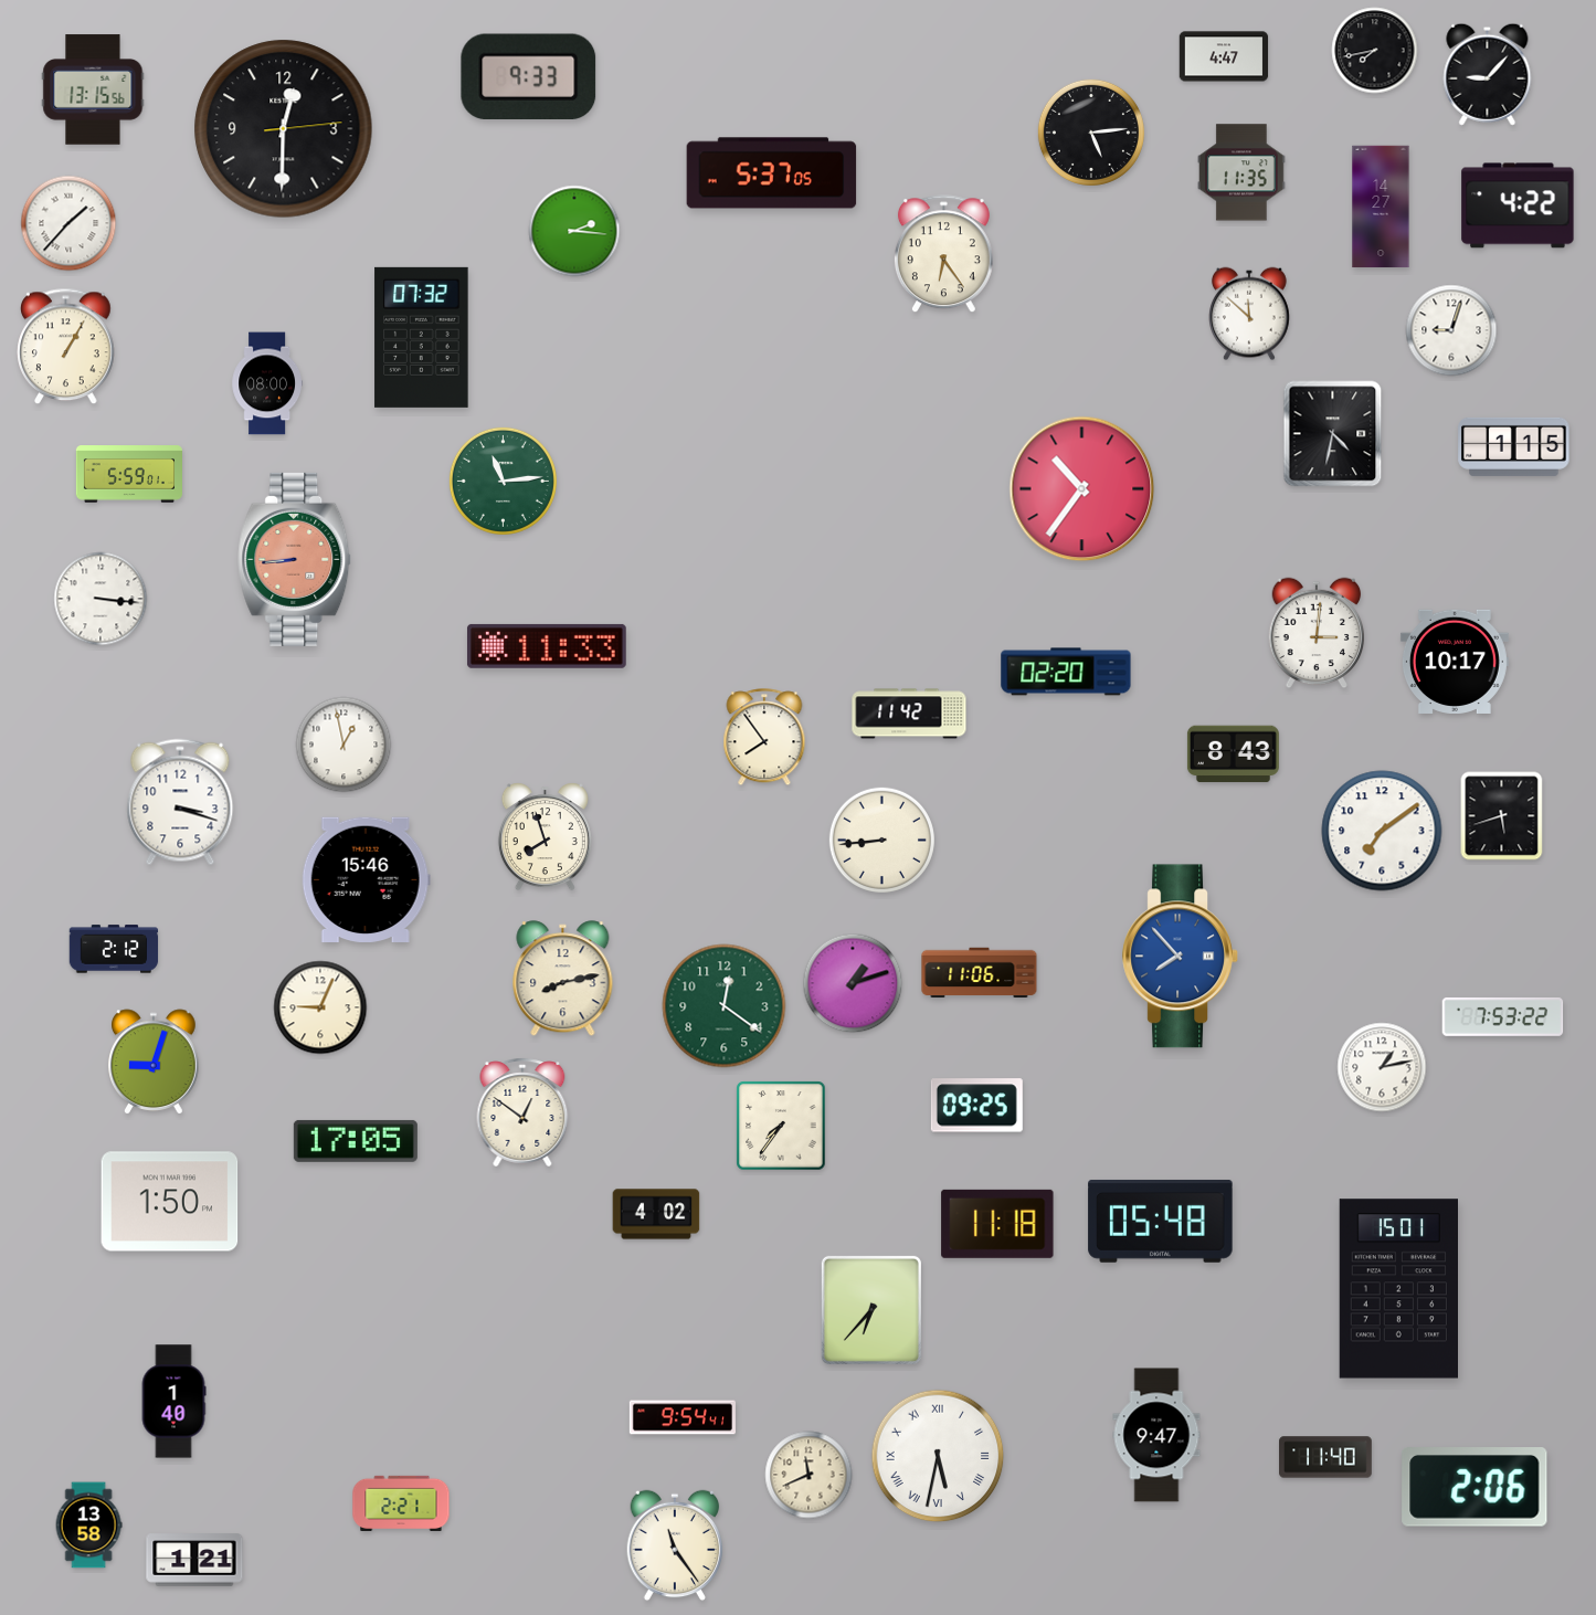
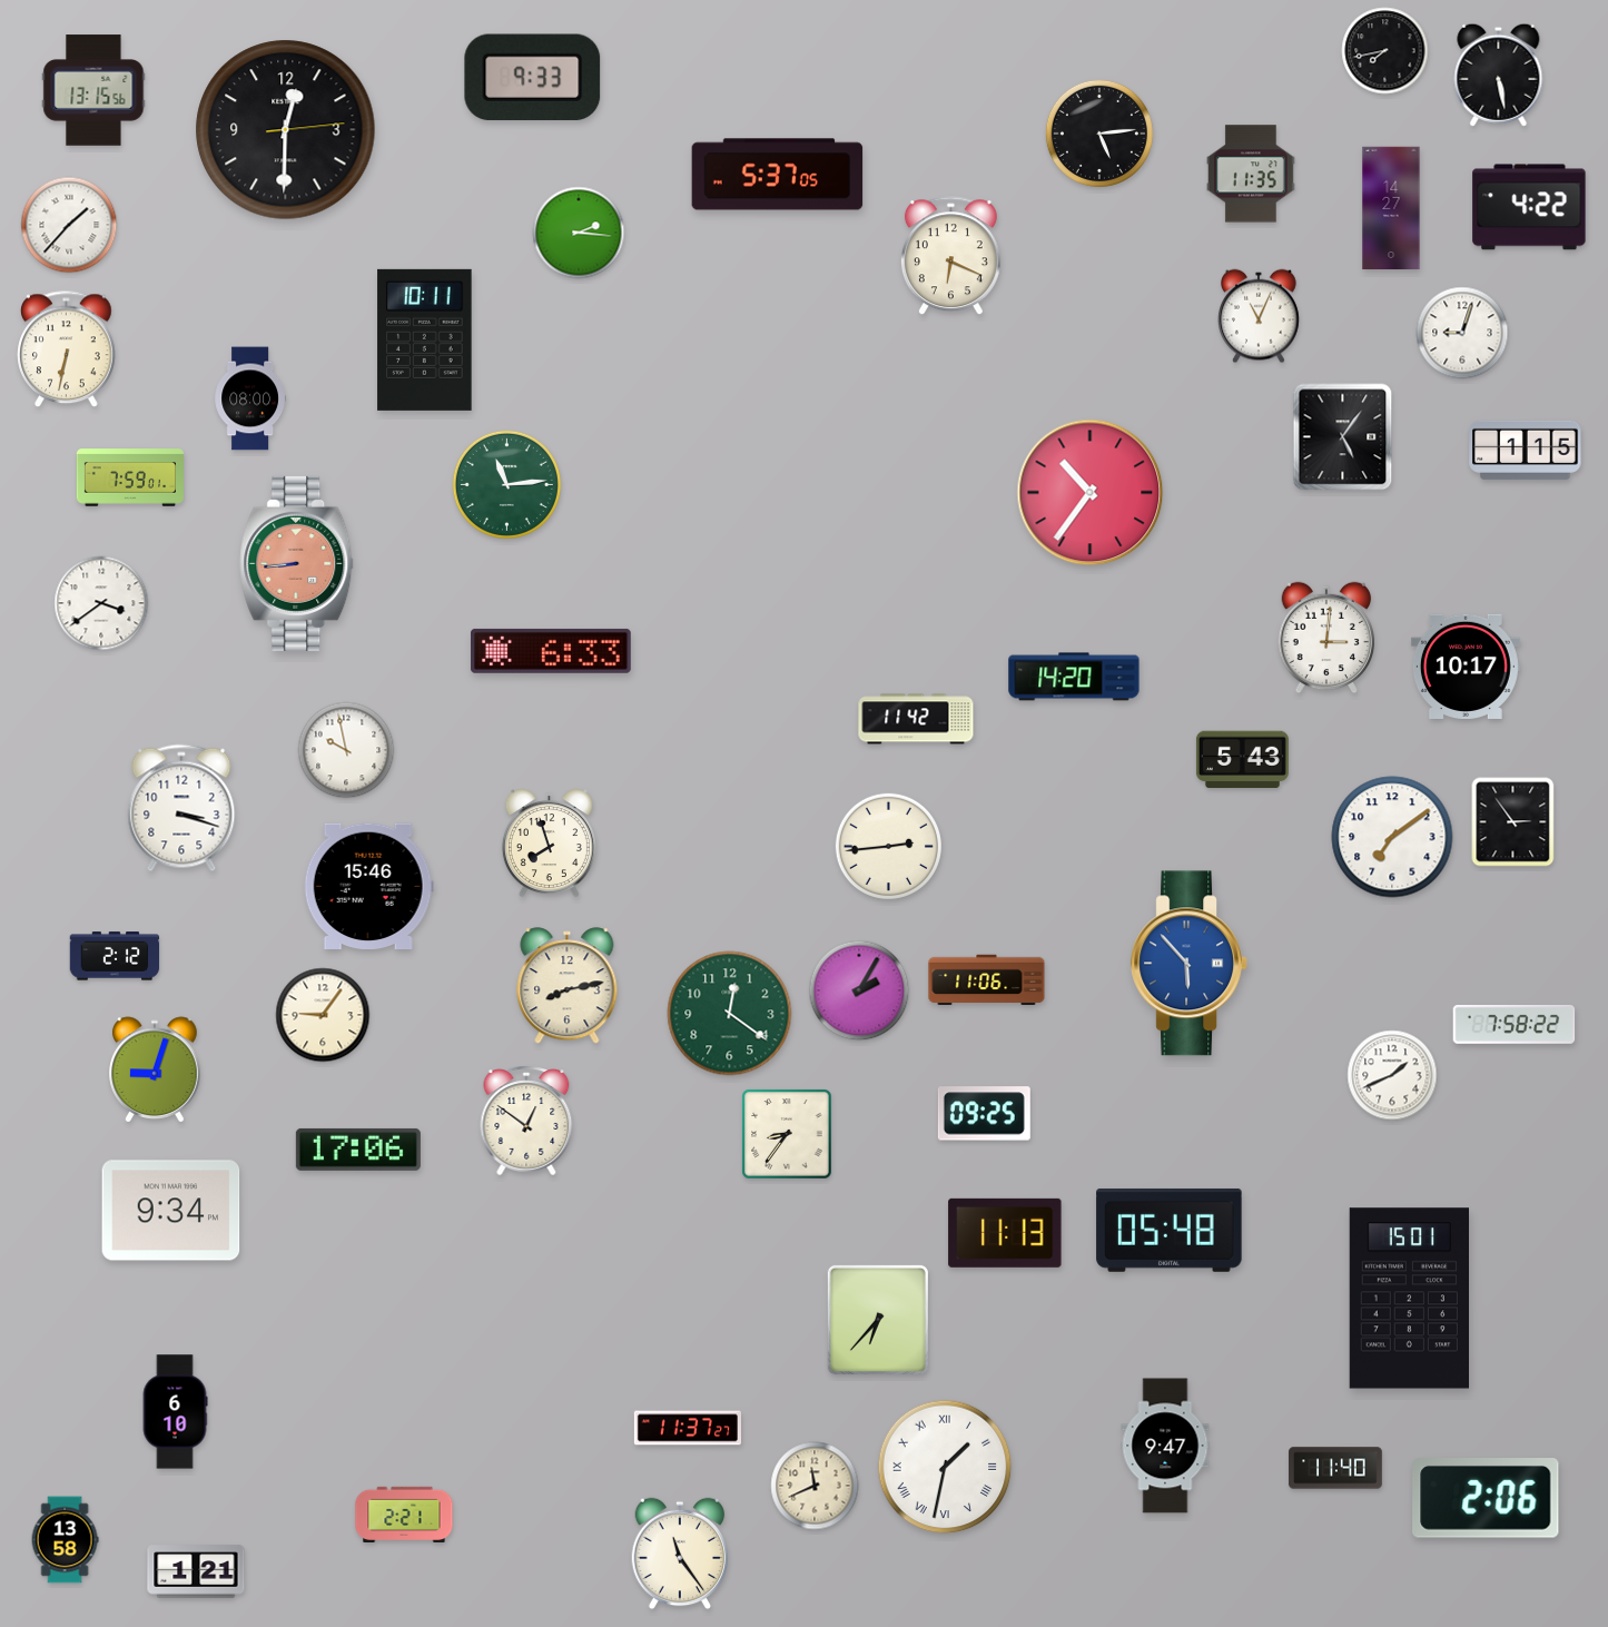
clock at (1224, 56): 4:47 -> none
clock at (1488, 74): 9:07 -> 5:28
clock at (943, 254): 6:24 -> 6:19
clock at (1250, 314): 11:52 -> 11:04
clock at (422, 337): 07:32 -> 10:11
clock at (66, 347): 1:05 -> 6:32
clock at (266, 383) position: (266, 383) -> (249, 398)
clock at (1333, 434): 4:32 -> 5:06
clock at (128, 474): 5:59 -> 7:59
clock at (101, 599): 3:16 -> 3:39
clock at (547, 646): 11:33 -> 6:33
clock at (1066, 672): 02:20 -> 14:20
clock at (764, 738): 7:54 -> none
clock at (343, 745): 12:58 -> 9:58
clock at (1233, 754): 8:43 -> 5:43
clock at (1502, 816): 5:42 -> 2:54
clock at (881, 840): 8:44 -> 2:44
clock at (1180, 957): 7:53 -> 5:53
clock at (853, 983): 1:12 -> 2:05
clock at (320, 1007): 9:04 -> 9:06
clock at (1503, 1016): 7:53 -> 7:58
clock at (1382, 1067): 1:13 -> 1:41
clock at (781, 1126): 7:36 -> 8:36
clock at (356, 1141): 17:05 -> 17:06
clock at (170, 1202): 1:50 -> 9:34
clock at (656, 1214): 4:02 -> none
clock at (997, 1224): 11:18 -> 11:13
clock at (173, 1402): 1:40 -> 6:10
clock at (683, 1417): 9:54 -> 11:37
clock at (938, 1456): 5:32 -> 1:32
clock at (88, 1526) position: (88, 1526) -> (65, 1540)
clock at (675, 1545) position: (675, 1545) -> (680, 1554)
